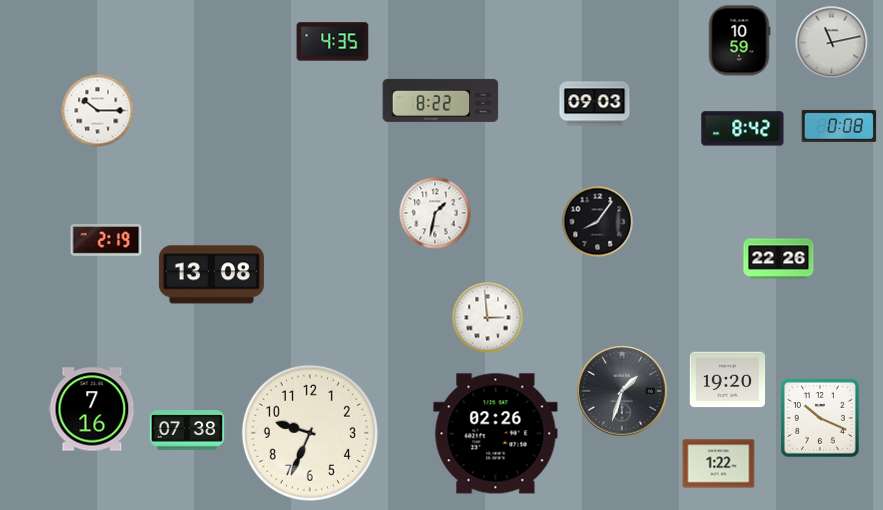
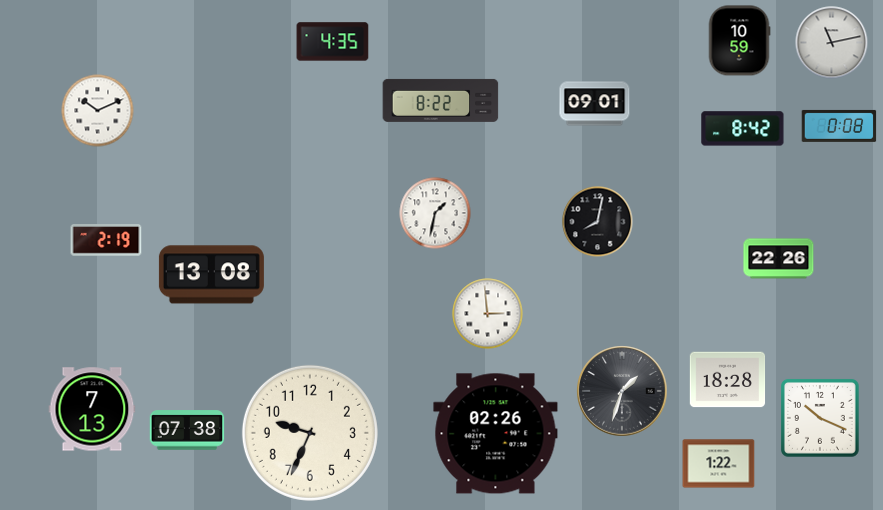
clock at (595, 104): 09:03 -> 09:01
clock at (98, 111): 10:15 -> 10:11
clock at (598, 222): 8:06 -> 8:02
clock at (488, 318) position: (488, 318) -> (488, 314)
clock at (728, 380): 19:20 -> 18:28
clock at (92, 409): 7:16 -> 7:13
